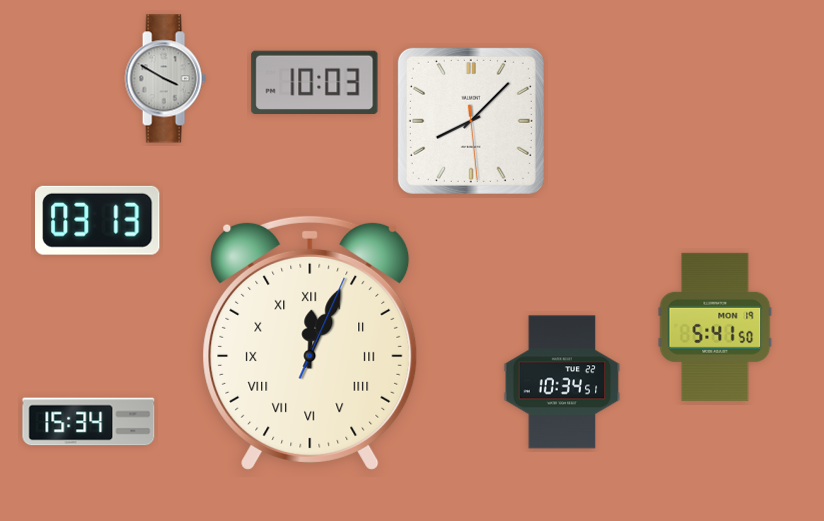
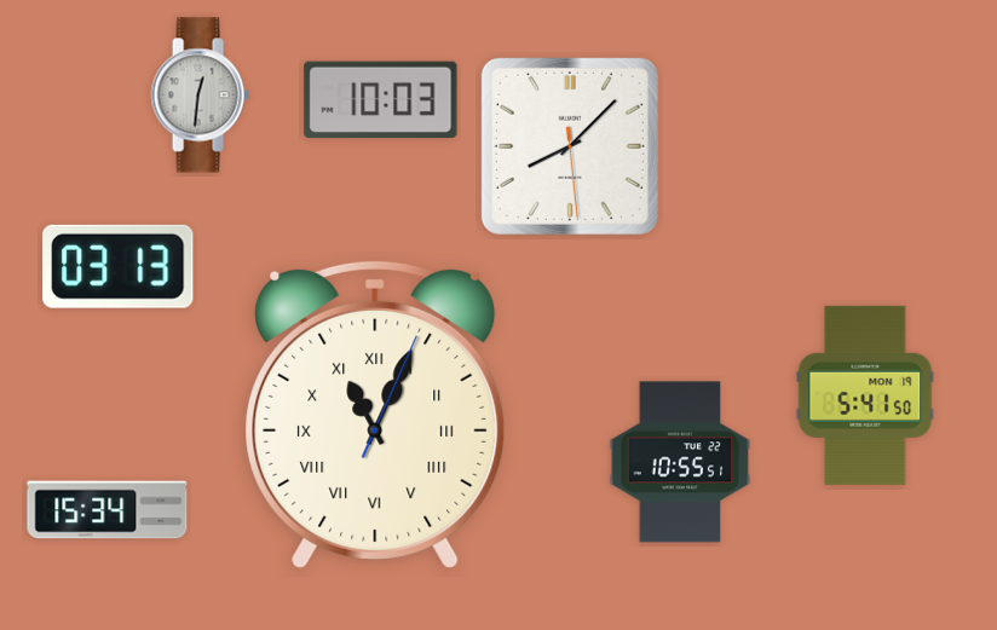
clock at (165, 79): 3:50 -> 12:31
clock at (310, 343): 12:04 -> 11:04
clock at (562, 382): 10:34 -> 10:55
